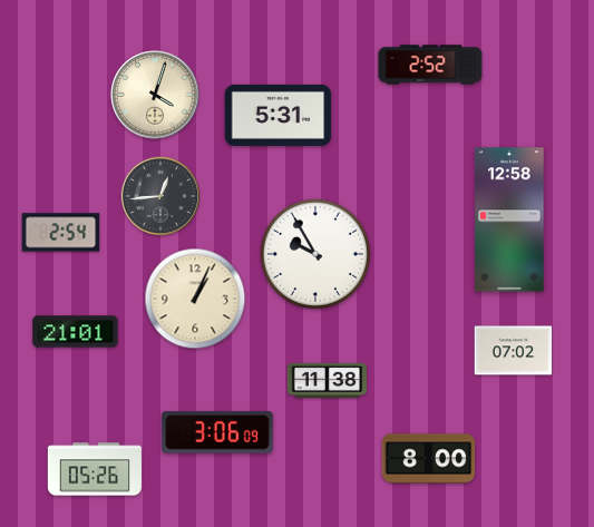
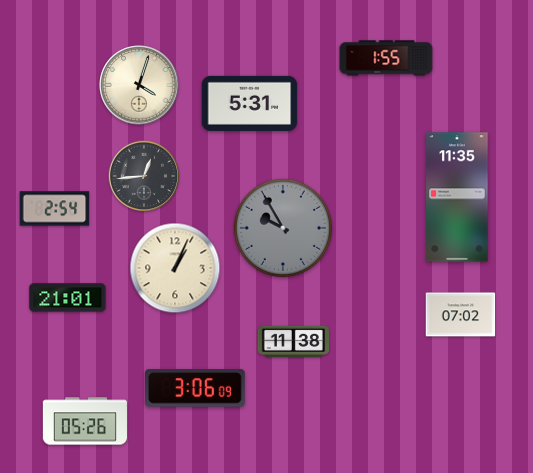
clock at (430, 65): 2:52 -> 1:55
clock at (509, 219): 12:58 -> 11:35
clock at (315, 254) dial: white -> grey
clock at (429, 459): 8:00 -> none
